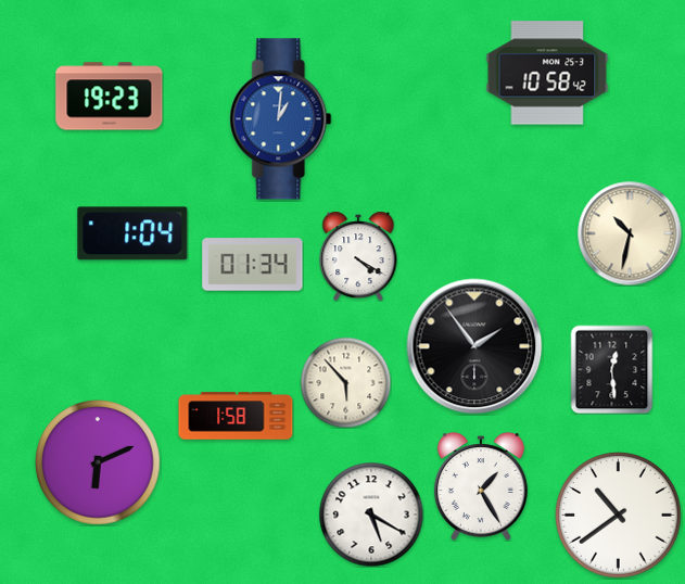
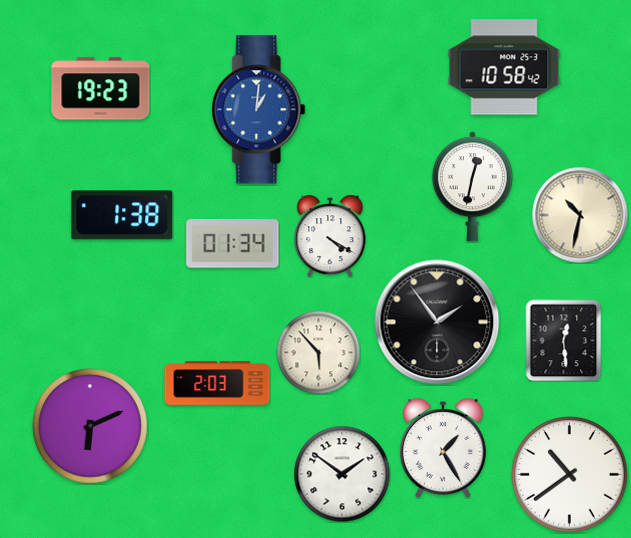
clock at (472, 187): none -> 12:32
clock at (132, 233): 1:04 -> 1:38
clock at (474, 346) position: (474, 346) -> (437, 322)
clock at (236, 416): 1:58 -> 2:03
clock at (371, 515): 5:20 -> 1:51
